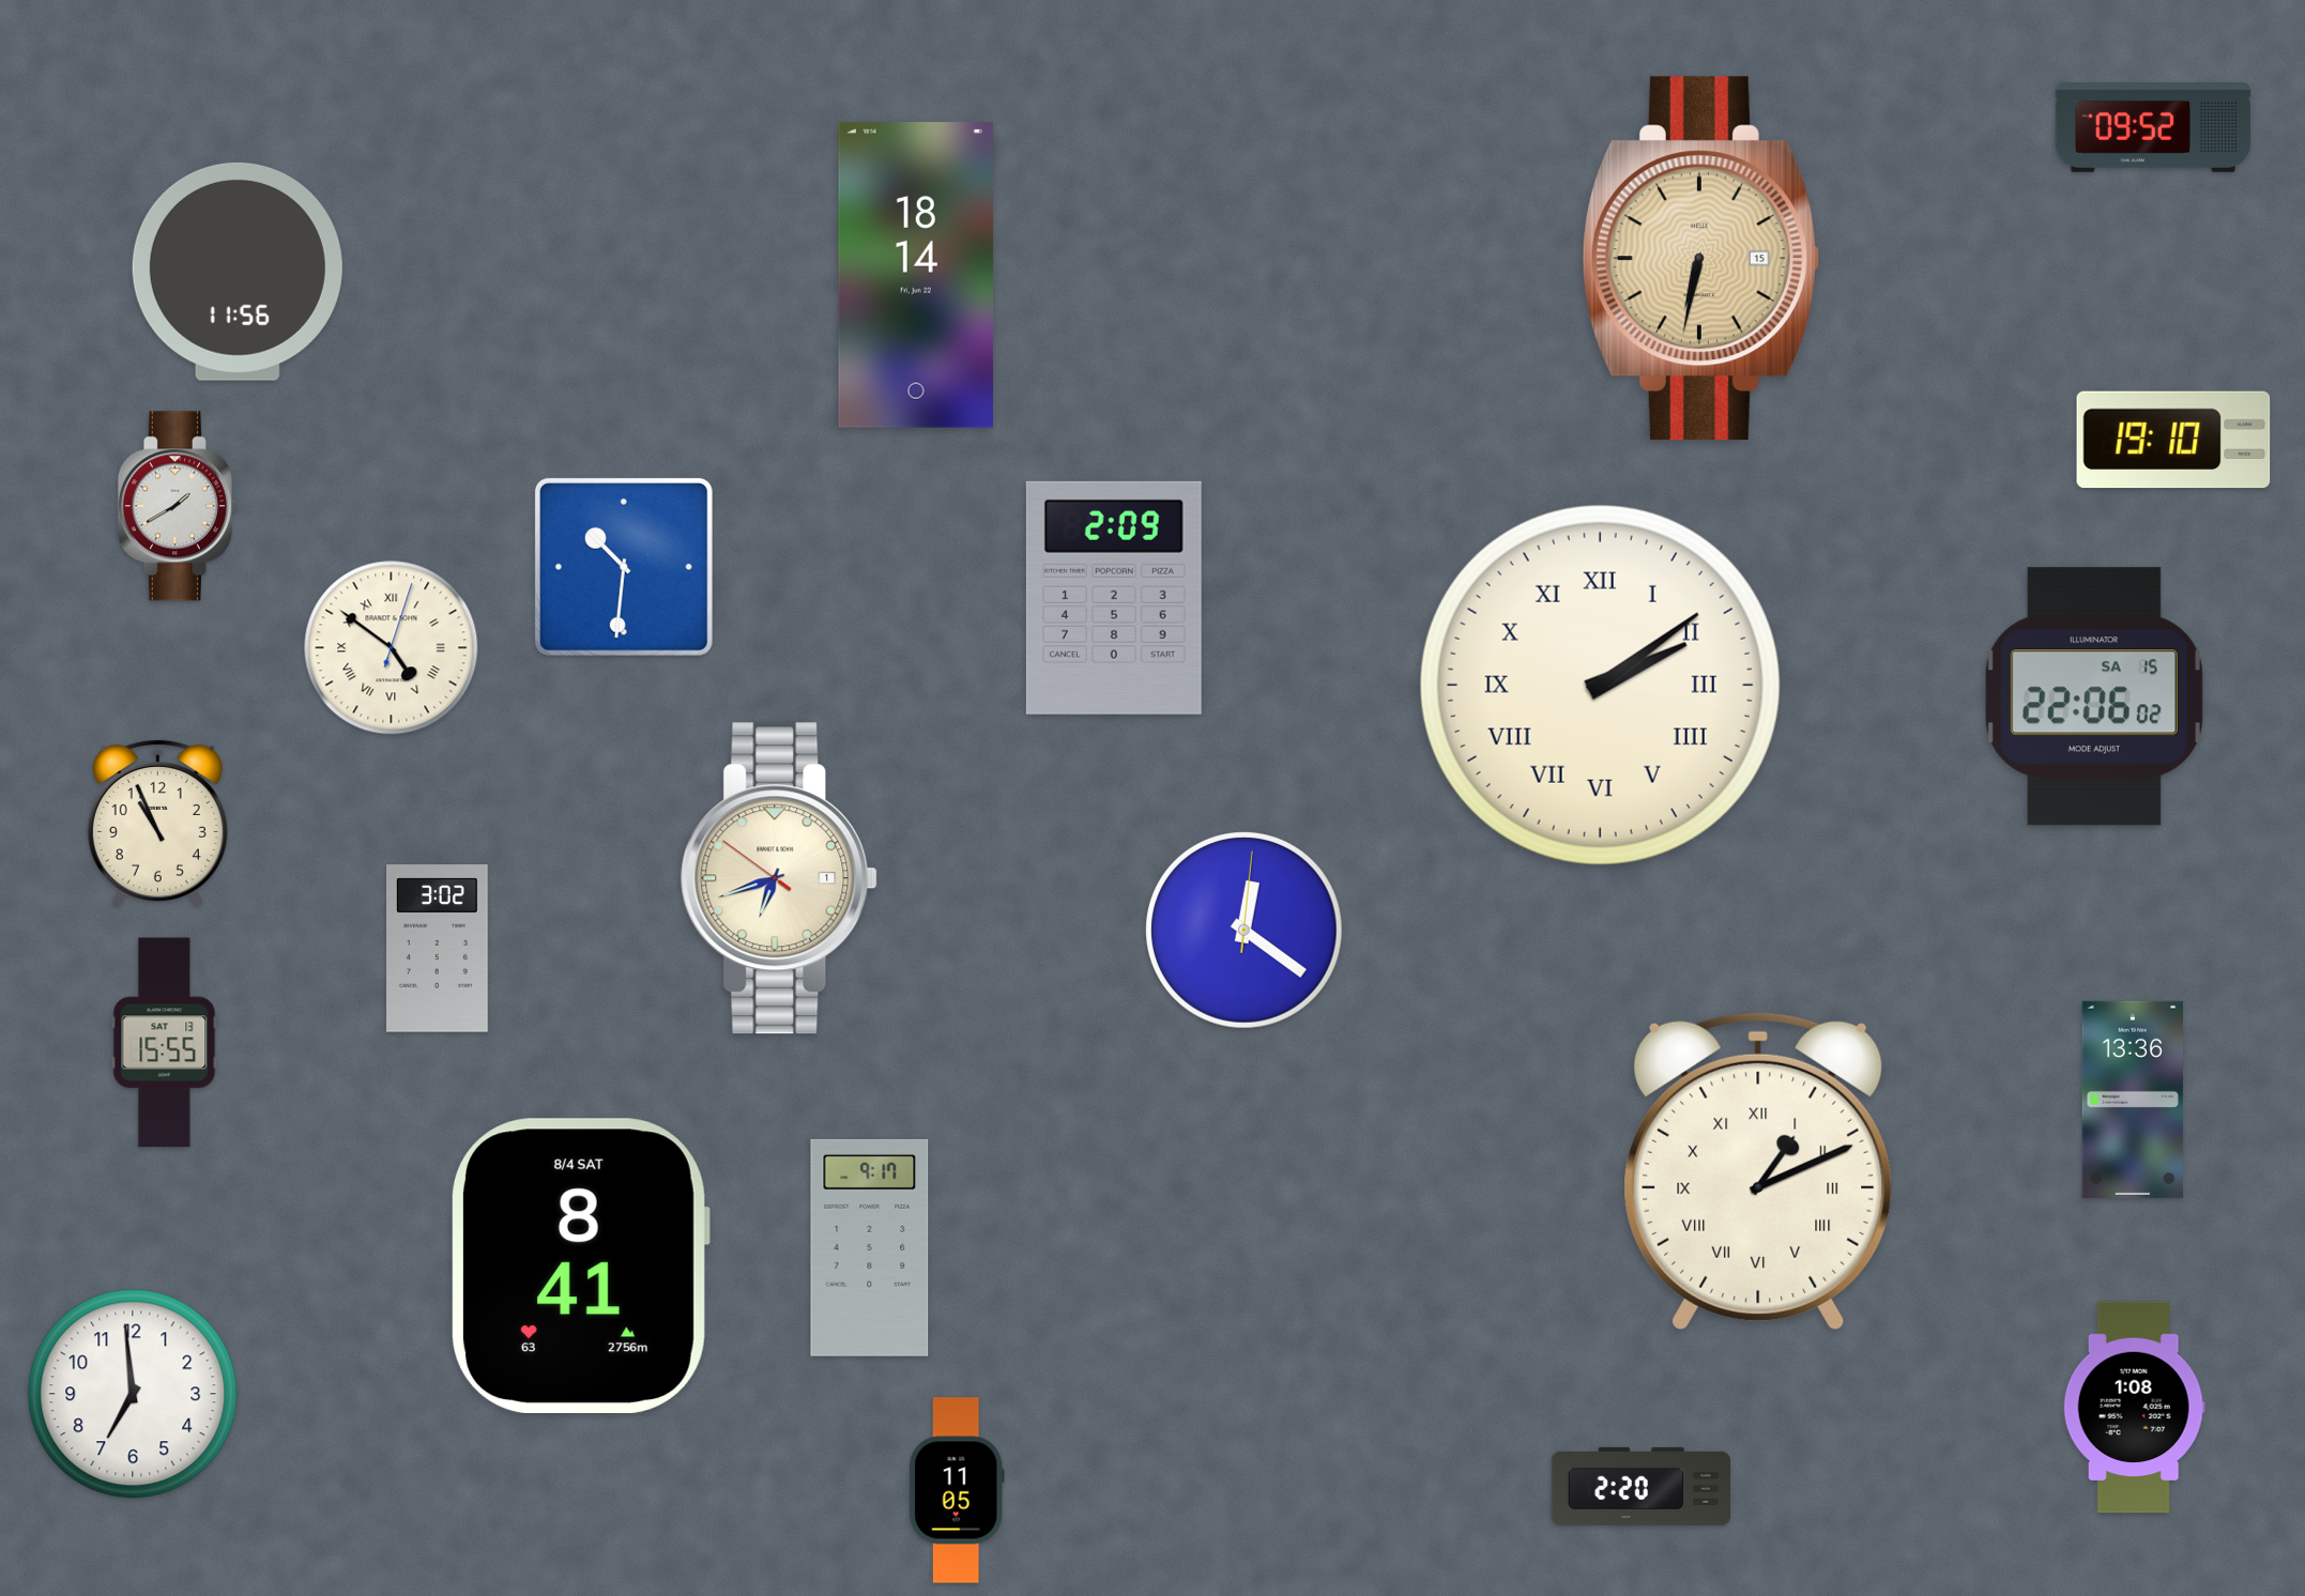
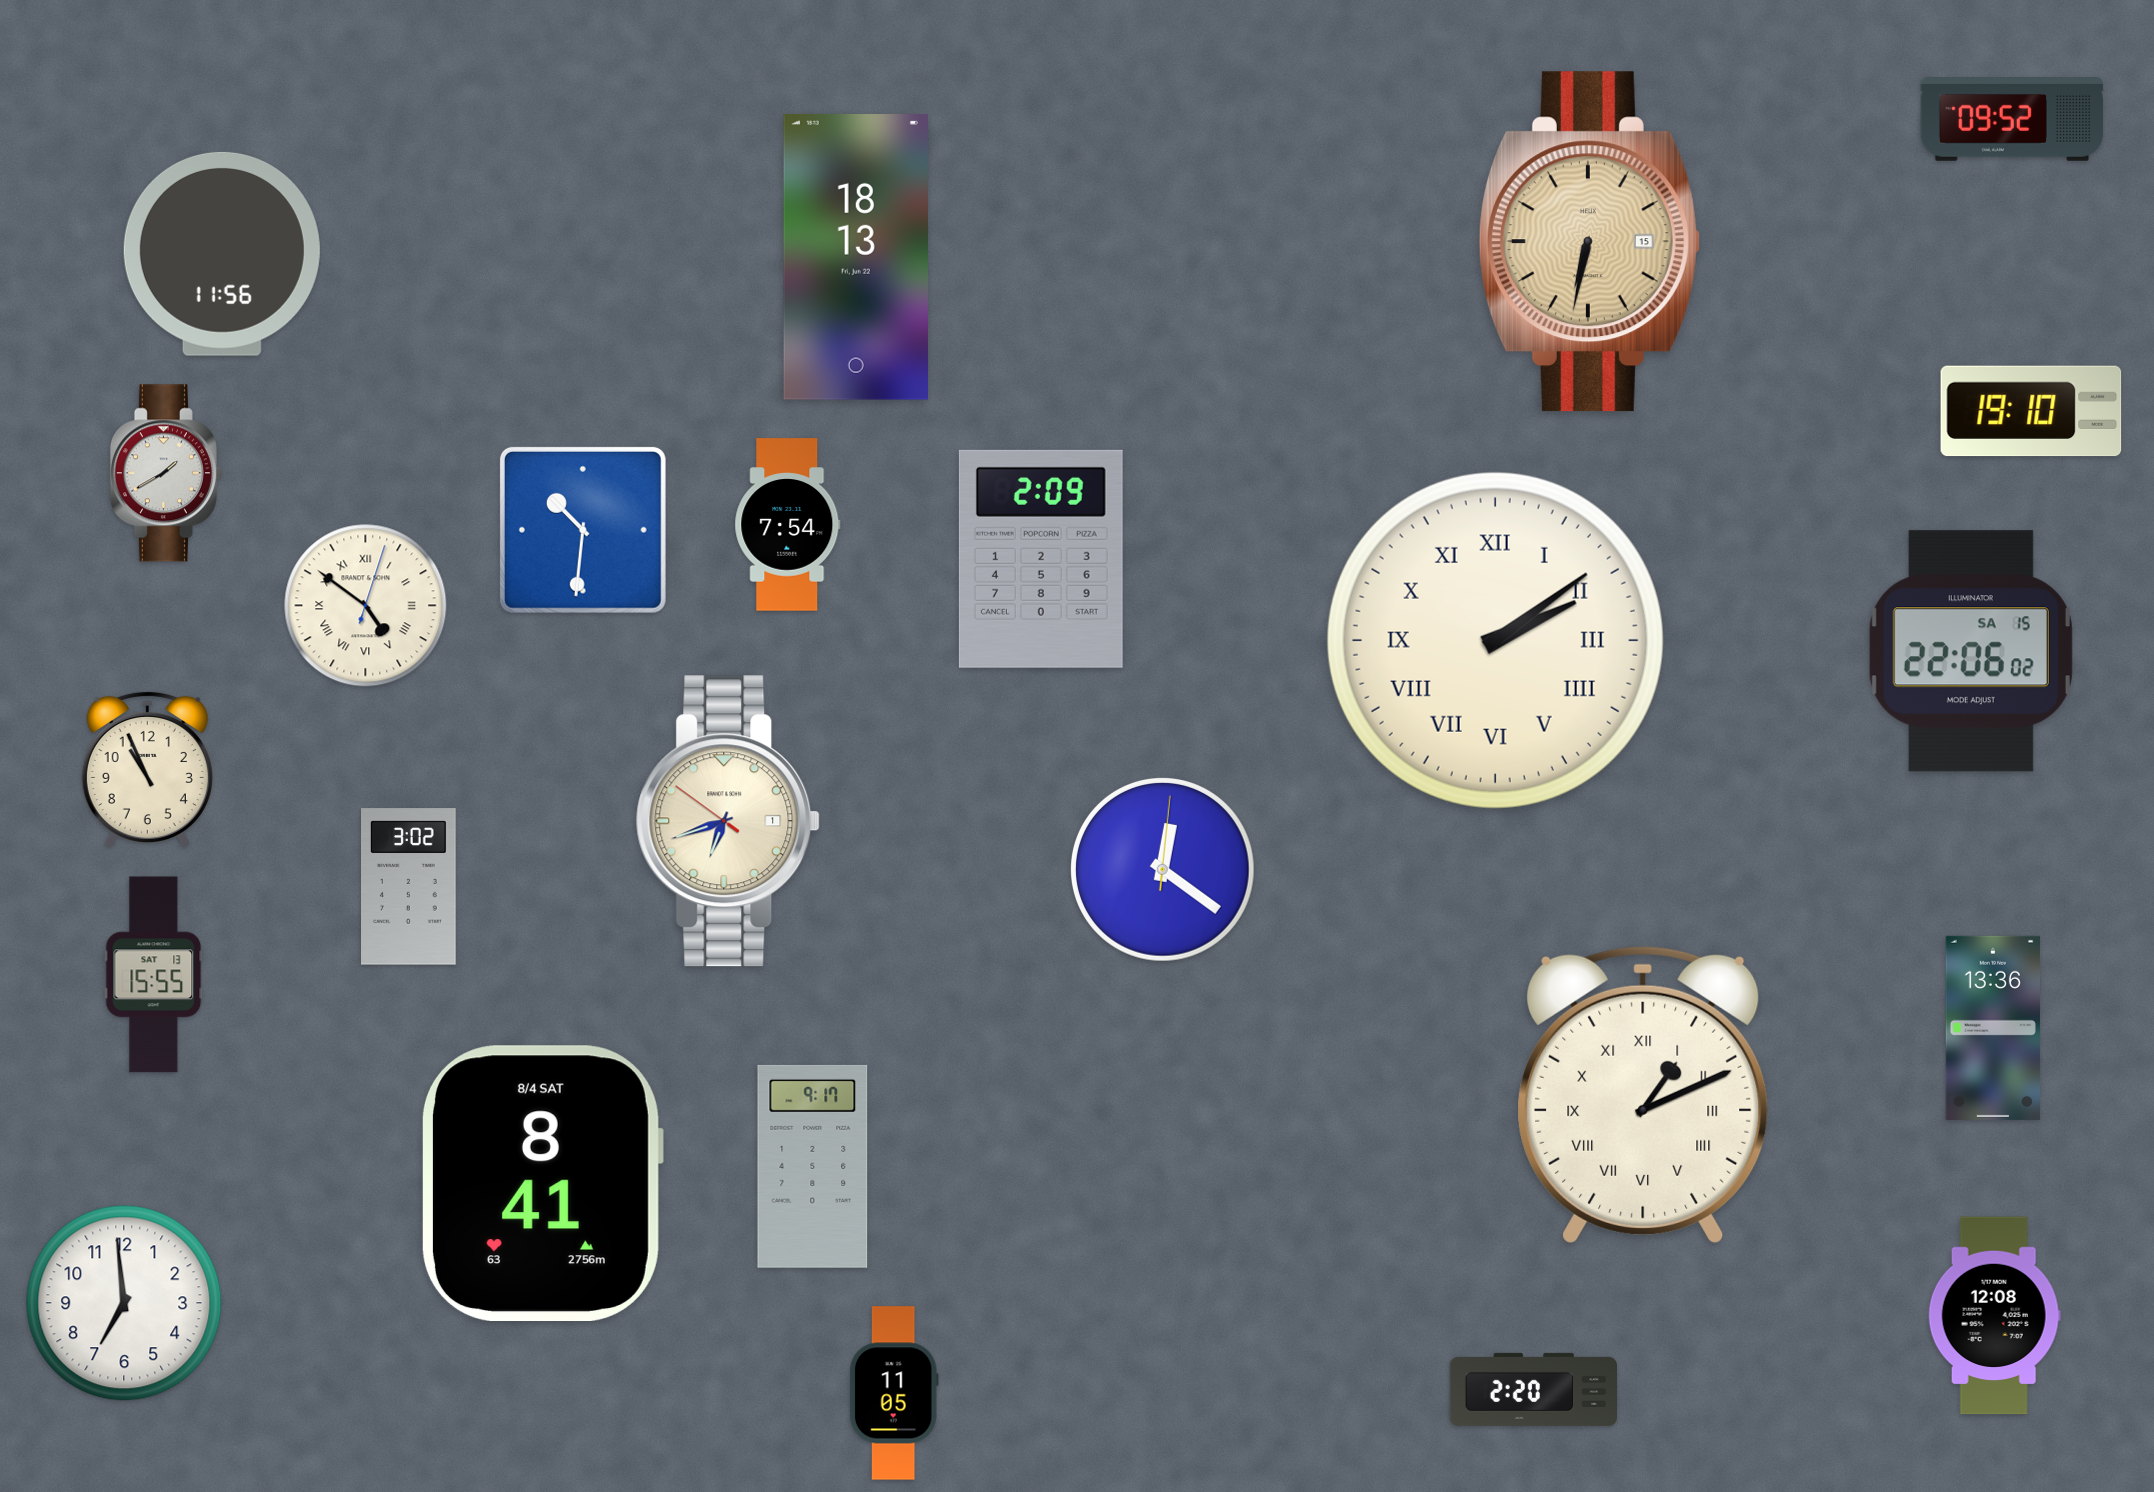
clock at (916, 276): 18:14 -> 18:13
clock at (788, 525): none -> 7:54
clock at (2094, 696) position: (2094, 696) -> (1971, 651)
clock at (2134, 1408): 1:08 -> 12:08
